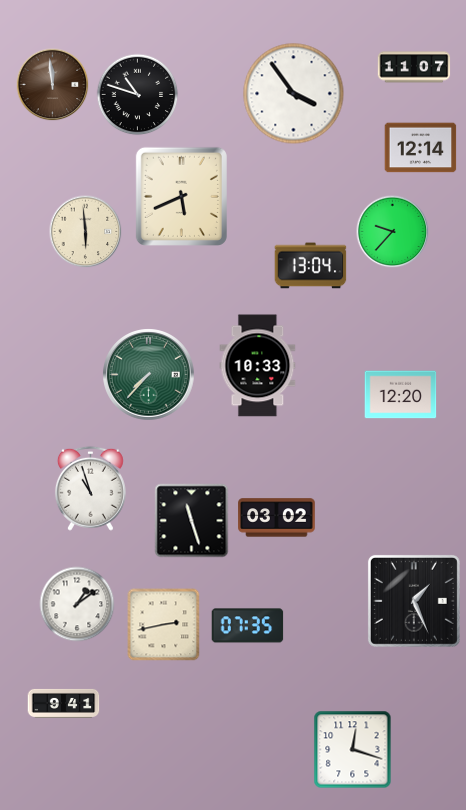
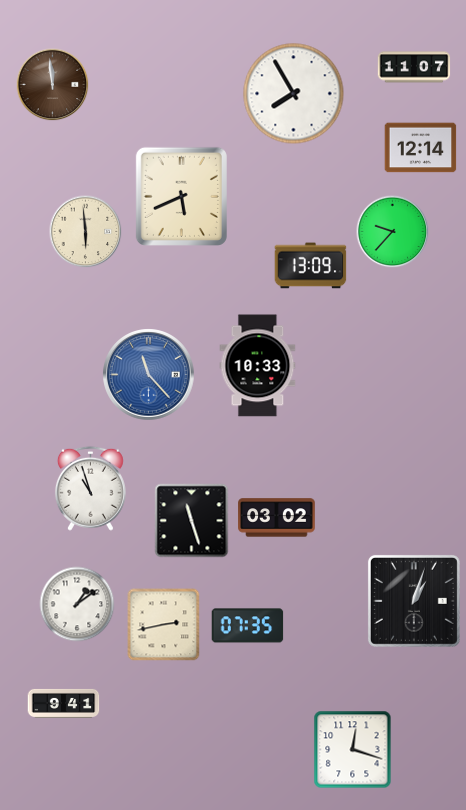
clock at (294, 94): 3:54 -> 7:55
clock at (138, 95): 10:48 -> none
clock at (311, 266): 13:04 -> 13:09
clock at (149, 375): 7:37 -> 11:23
clock at (149, 375) dial: green -> blue
clock at (401, 395): 12:20 -> none
clock at (414, 601): 1:26 -> 1:03
